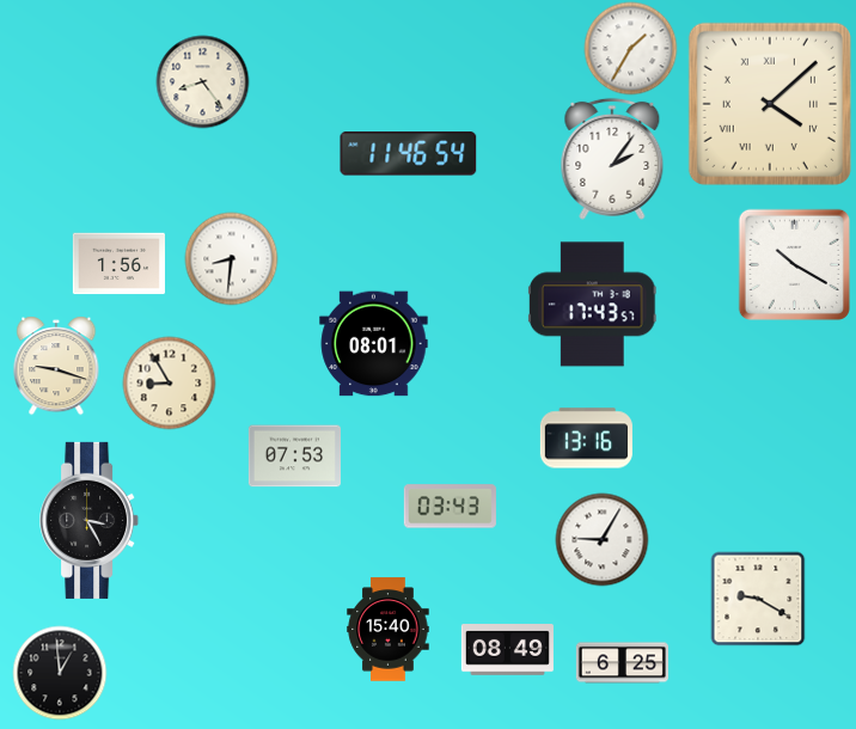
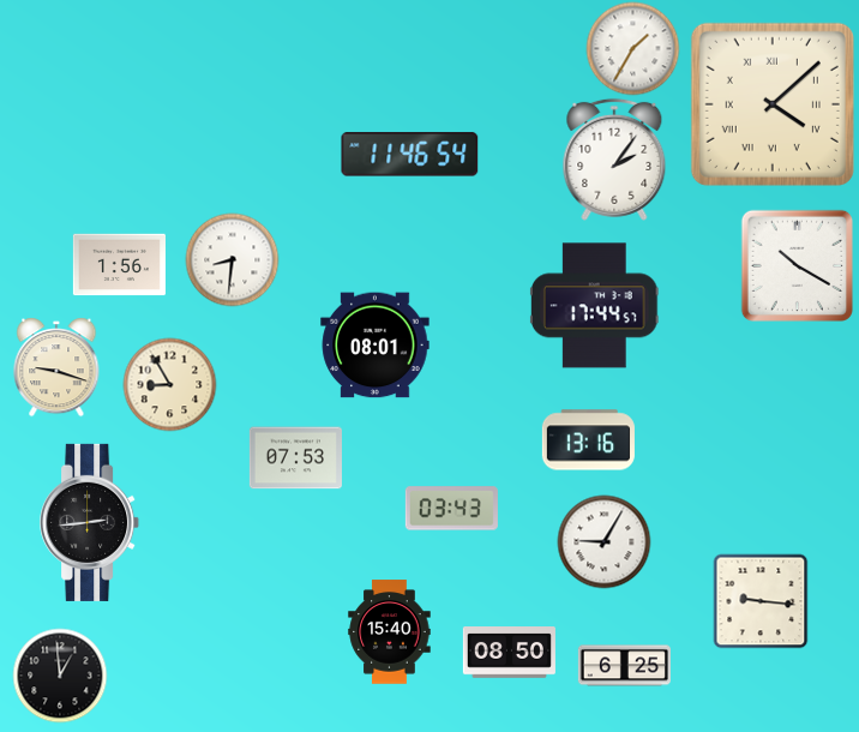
clock at (202, 81): 8:24 -> none
clock at (592, 305): 17:43 -> 17:44
clock at (90, 520): 3:25 -> 2:44
clock at (758, 599): 9:20 -> 9:16
clock at (507, 650): 08:49 -> 08:50
